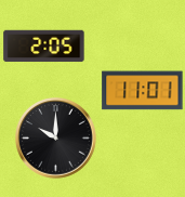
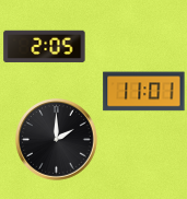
clock at (56, 139): 10:00 -> 2:00
